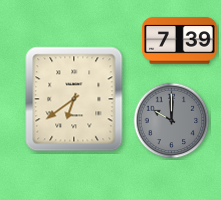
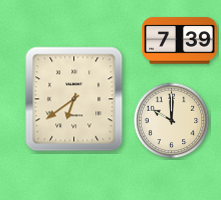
clock at (172, 121) dial: grey -> cream
